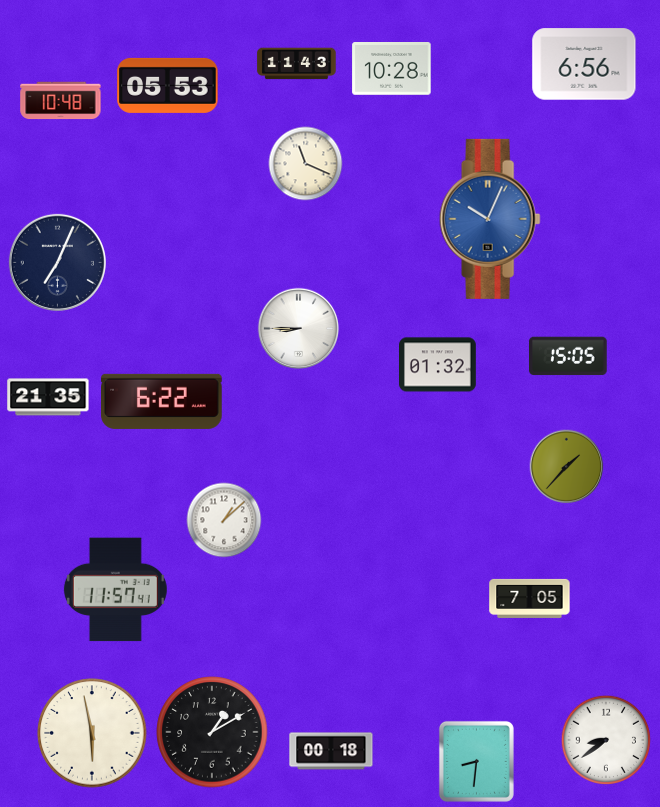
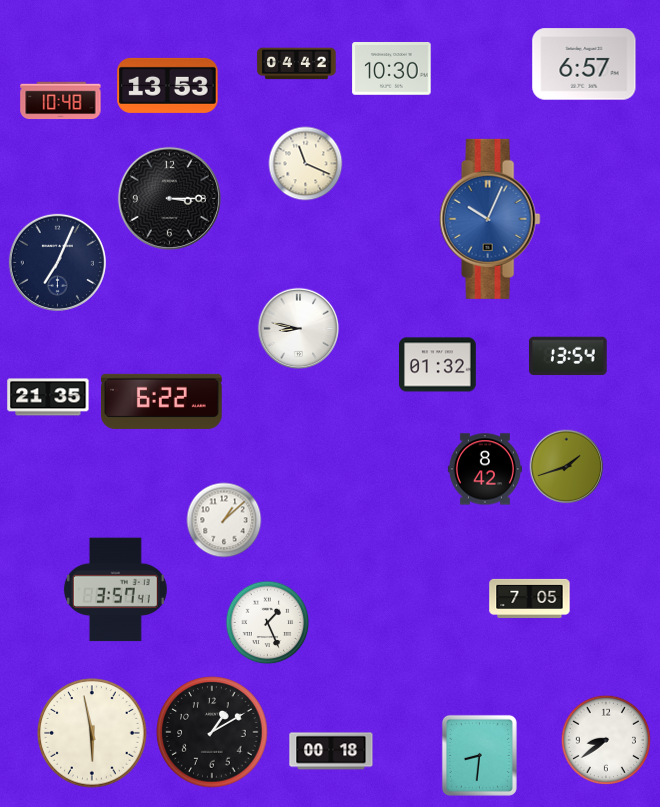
clock at (297, 64): 11:43 -> 04:42
clock at (584, 64): 6:56 -> 6:57
clock at (392, 69): 10:28 -> 10:30
clock at (168, 85): 05:53 -> 13:53
clock at (169, 198): none -> 3:15
clock at (299, 329): 8:45 -> 8:47
clock at (569, 356): 15:05 -> 13:54
clock at (567, 467): 1:37 -> 1:42
clock at (485, 469): none -> 8:42
clock at (115, 590): 11:57 -> 3:57
clock at (268, 623): none -> 1:26
clock at (476, 761) position: (476, 761) -> (479, 755)
